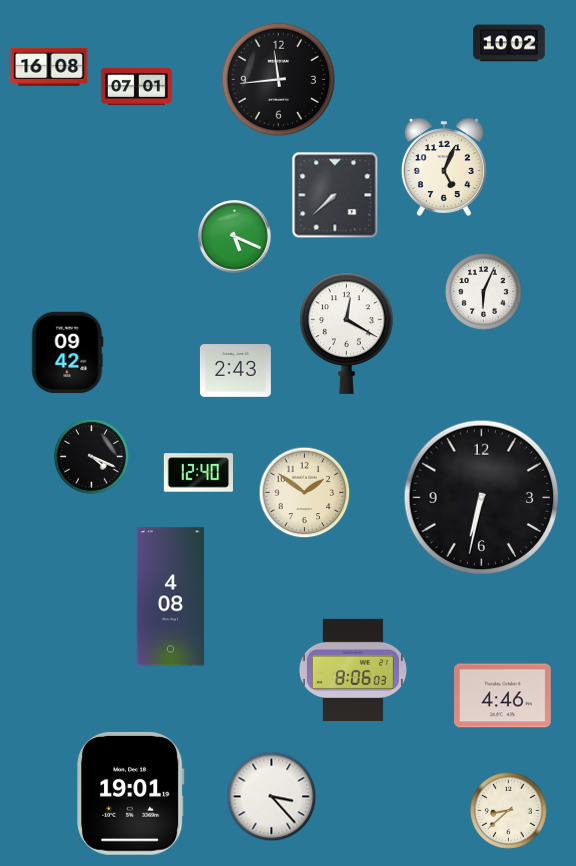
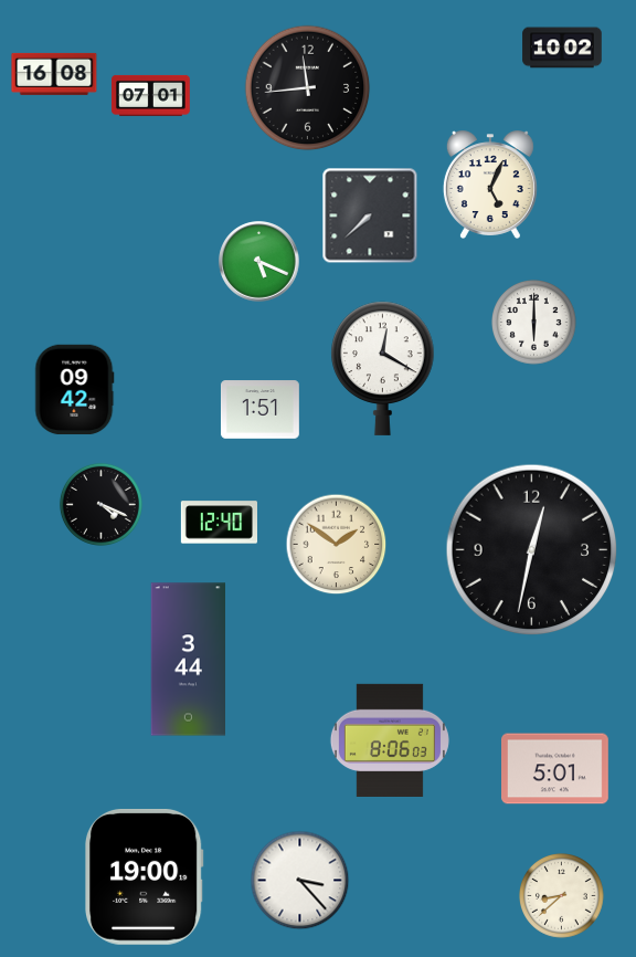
clock at (484, 292): 6:04 -> 6:00
clock at (235, 371): 2:43 -> 1:51
clock at (482, 498): 6:32 -> 12:32
clock at (170, 597): 4:08 -> 3:44
clock at (503, 696): 4:46 -> 5:01
clock at (130, 793): 19:01 -> 19:00
